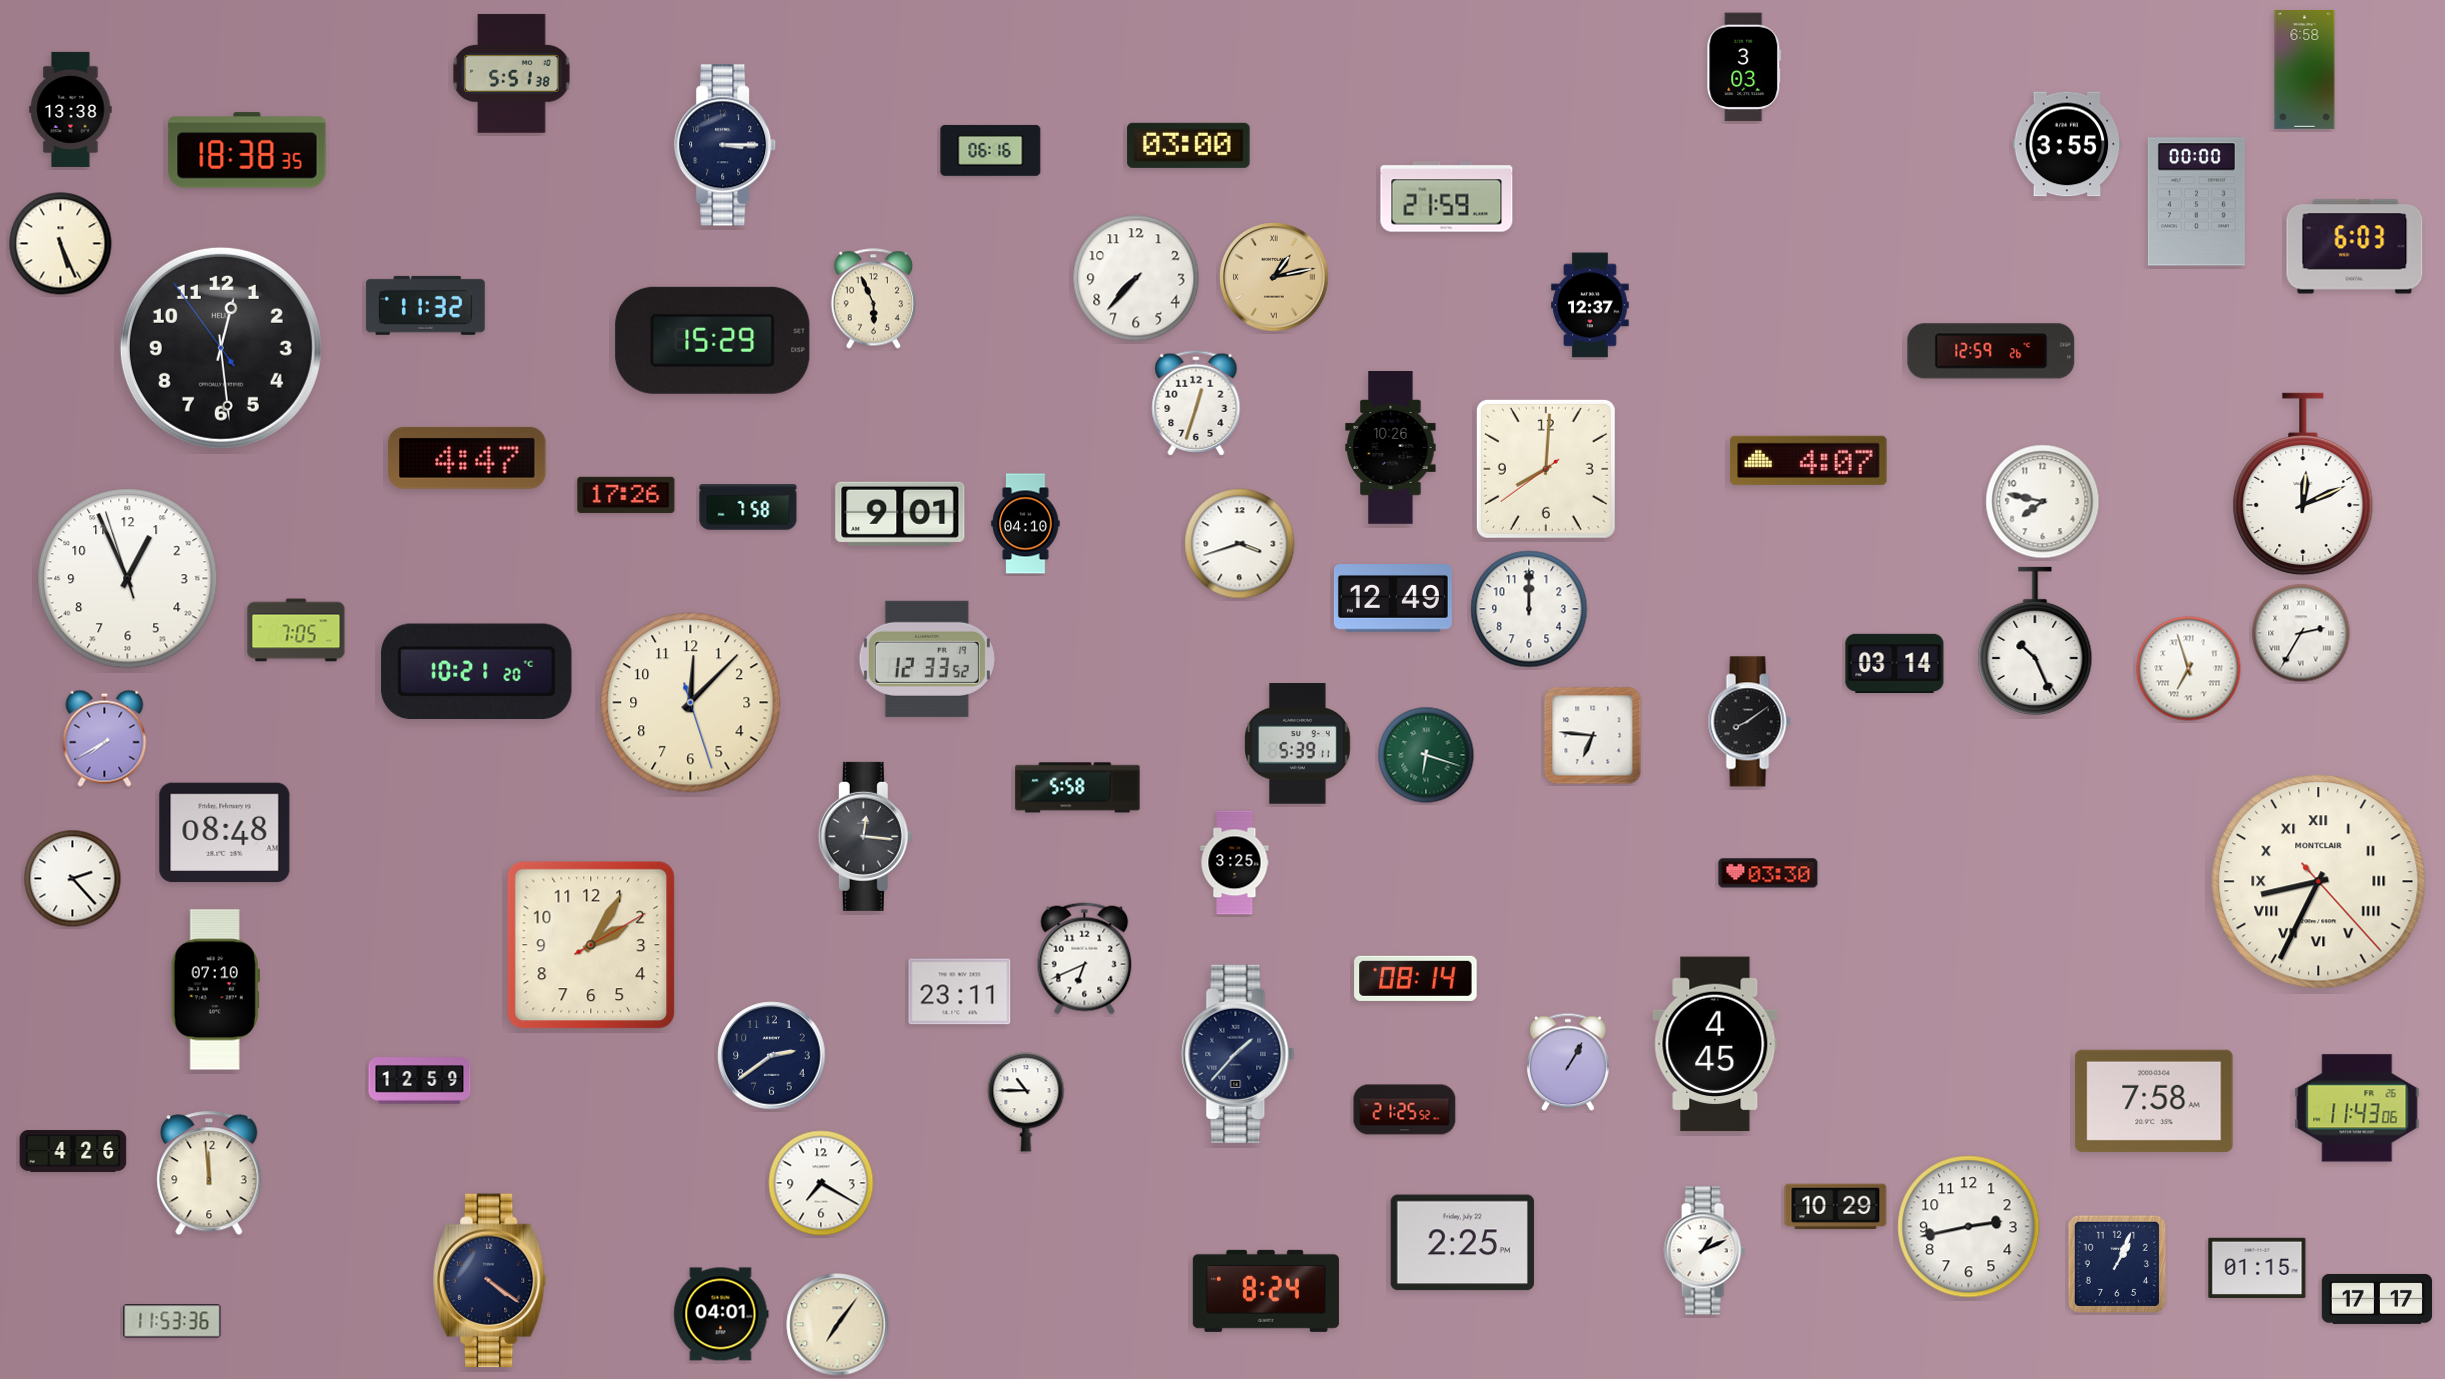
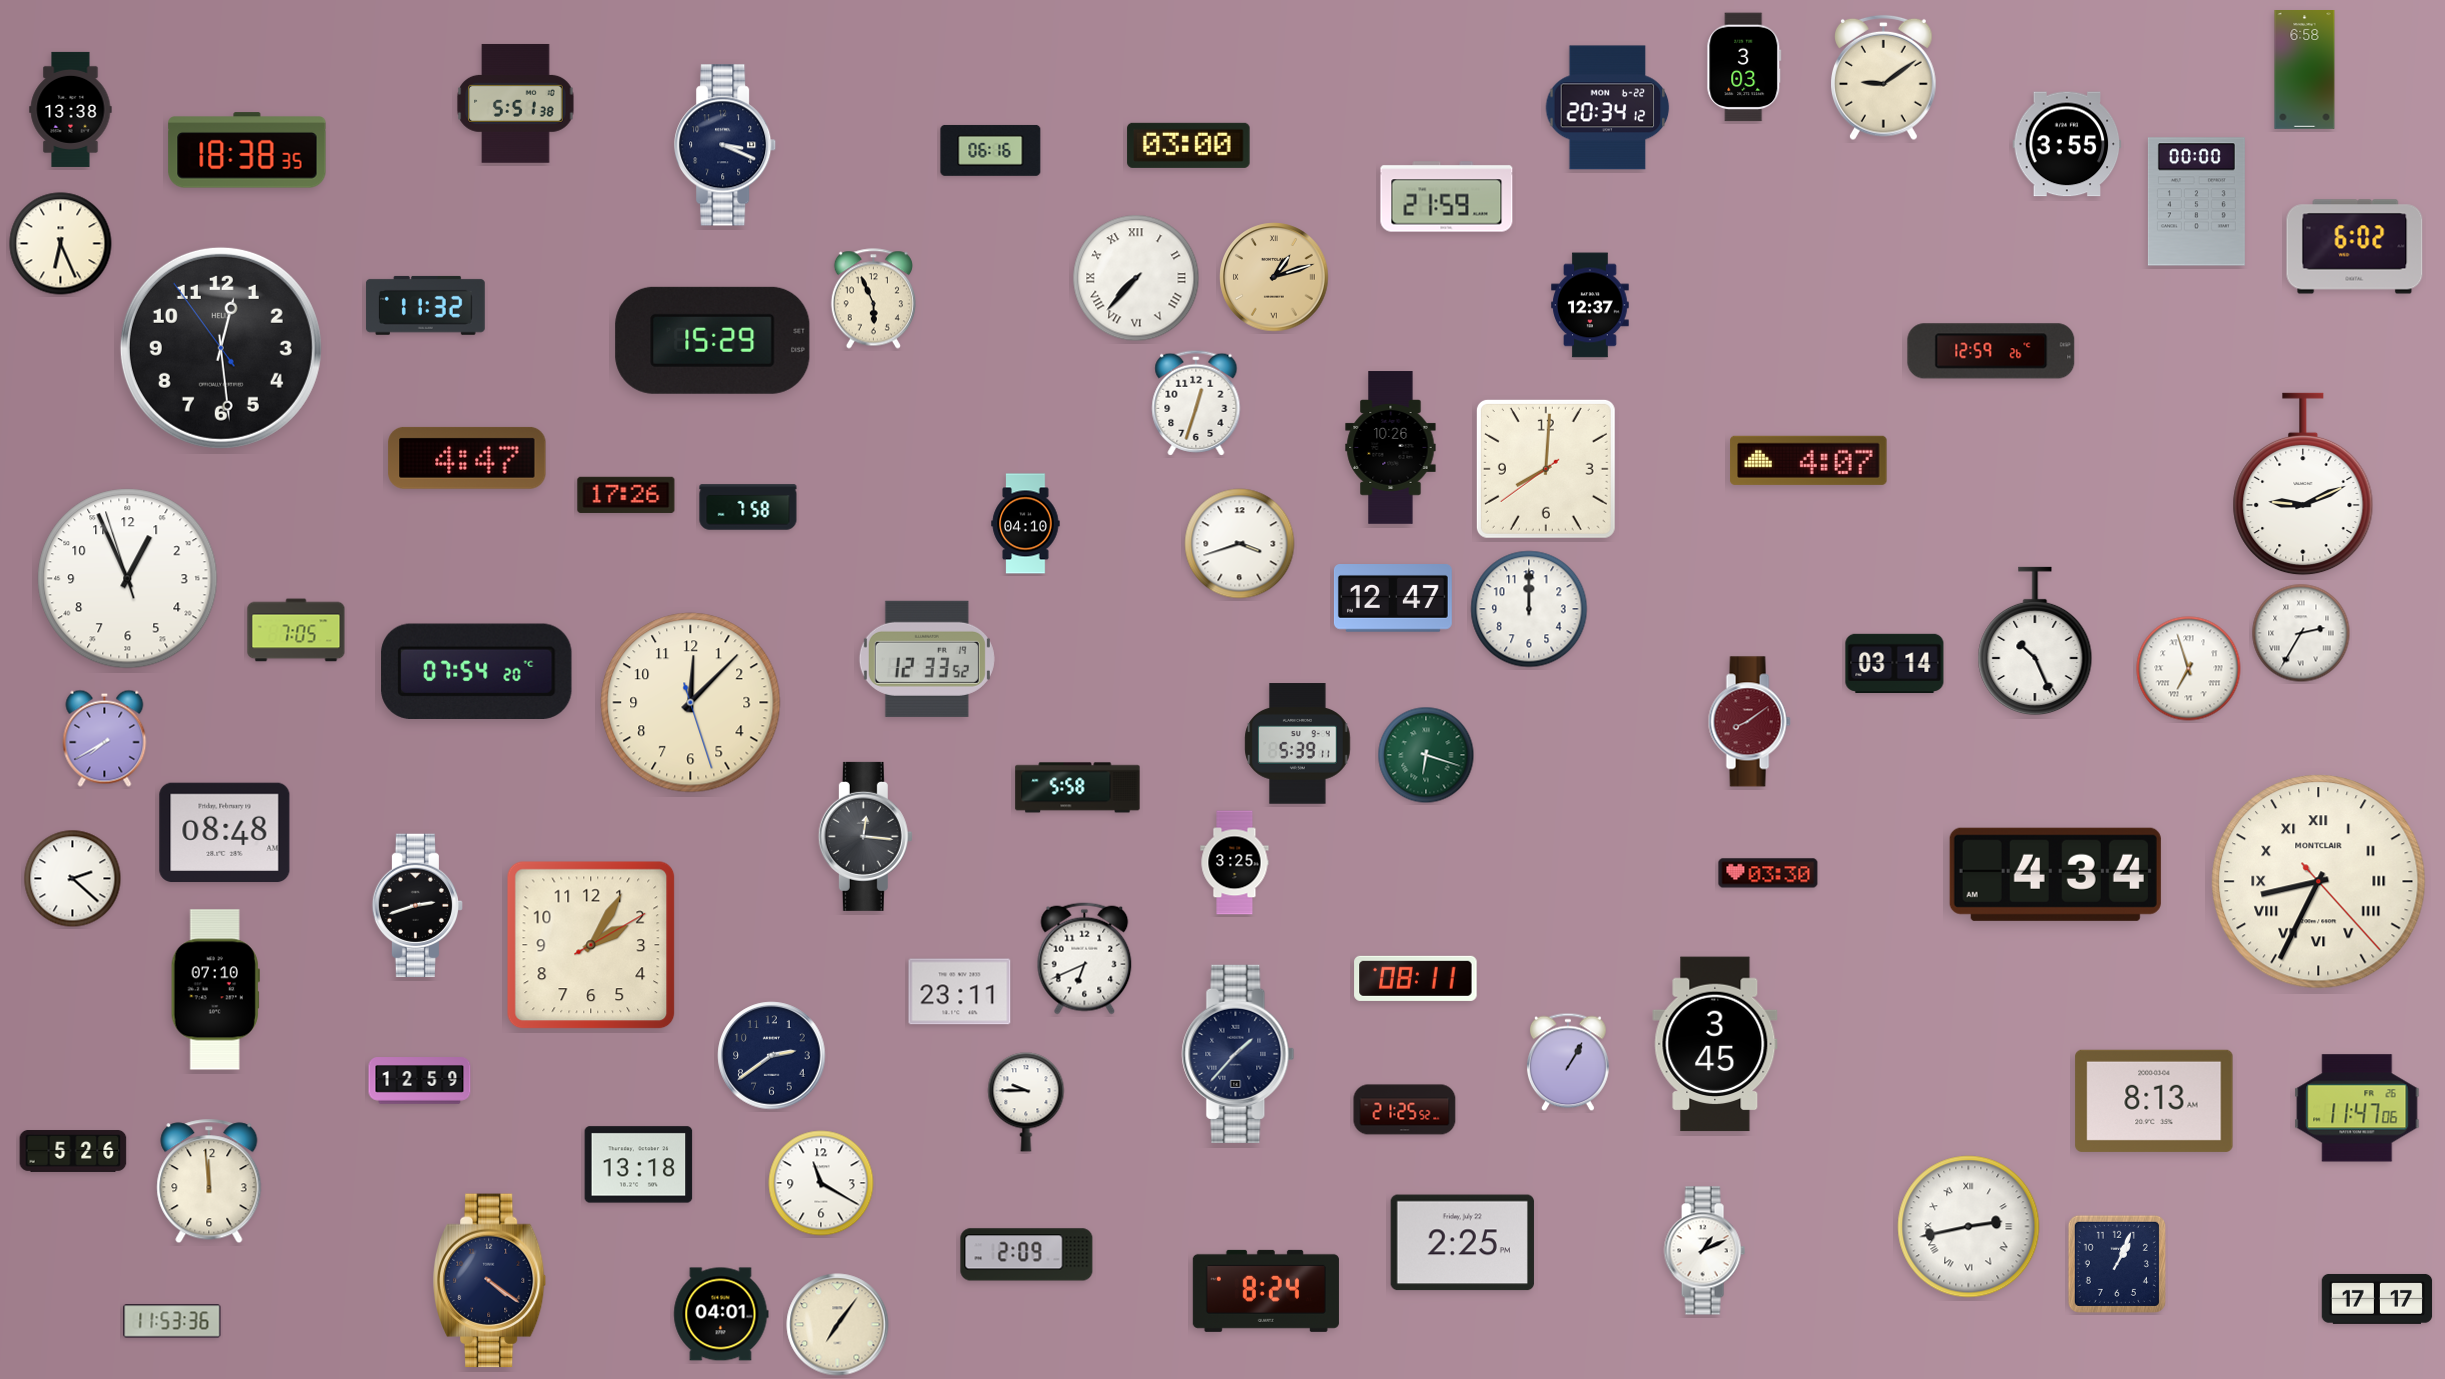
clock at (512, 73) position: (512, 73) -> (516, 103)
clock at (1884, 78): none -> 9:09
clock at (1608, 108): none -> 20:34
clock at (726, 145): 3:15 -> 3:19
clock at (61, 244): 5:26 -> 6:26
clock at (2355, 247): 6:03 -> 6:02
clock at (1274, 277): 1:13 -> 1:12
clock at (1136, 278) numerals: Arabic -> Roman
clock at (2303, 484): 12:11 -> 9:11
clock at (2043, 502): 7:47 -> none
clock at (900, 514): 9:01 -> none
clock at (1393, 598): 12:49 -> 12:47
clock at (477, 671): 10:21 -> 07:54
clock at (1749, 722) dial: black -> burgundy
clock at (1593, 736): 6:46 -> none
clock at (2055, 874): none -> 4:34
clock at (73, 879): 2:23 -> 2:22
clock at (417, 906): none -> 2:42
clock at (1416, 978): 08:14 -> 08:11
clock at (1715, 1044): 4:45 -> 3:45
clock at (2154, 1101): 7:58 -> 8:13
clock at (1026, 1102): 10:45 -> 9:45
clock at (2357, 1108): 11:43 -> 11:47
clock at (73, 1152): 4:26 -> 5:26
clock at (639, 1165): none -> 13:18
clock at (209, 1173) position: (209, 1173) -> (209, 1181)
clock at (821, 1183): 7:20 -> 11:20
clock at (1836, 1207): 10:29 -> none
clock at (1969, 1227) numerals: Arabic -> Roman
clock at (1027, 1255): none -> 2:09
clock at (2257, 1267): 01:15 -> none
